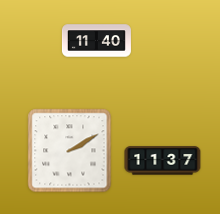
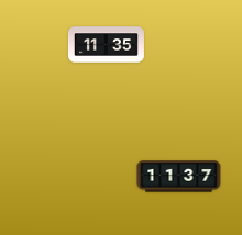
clock at (96, 41): 11:40 -> 11:35
clock at (70, 151): 2:10 -> none
